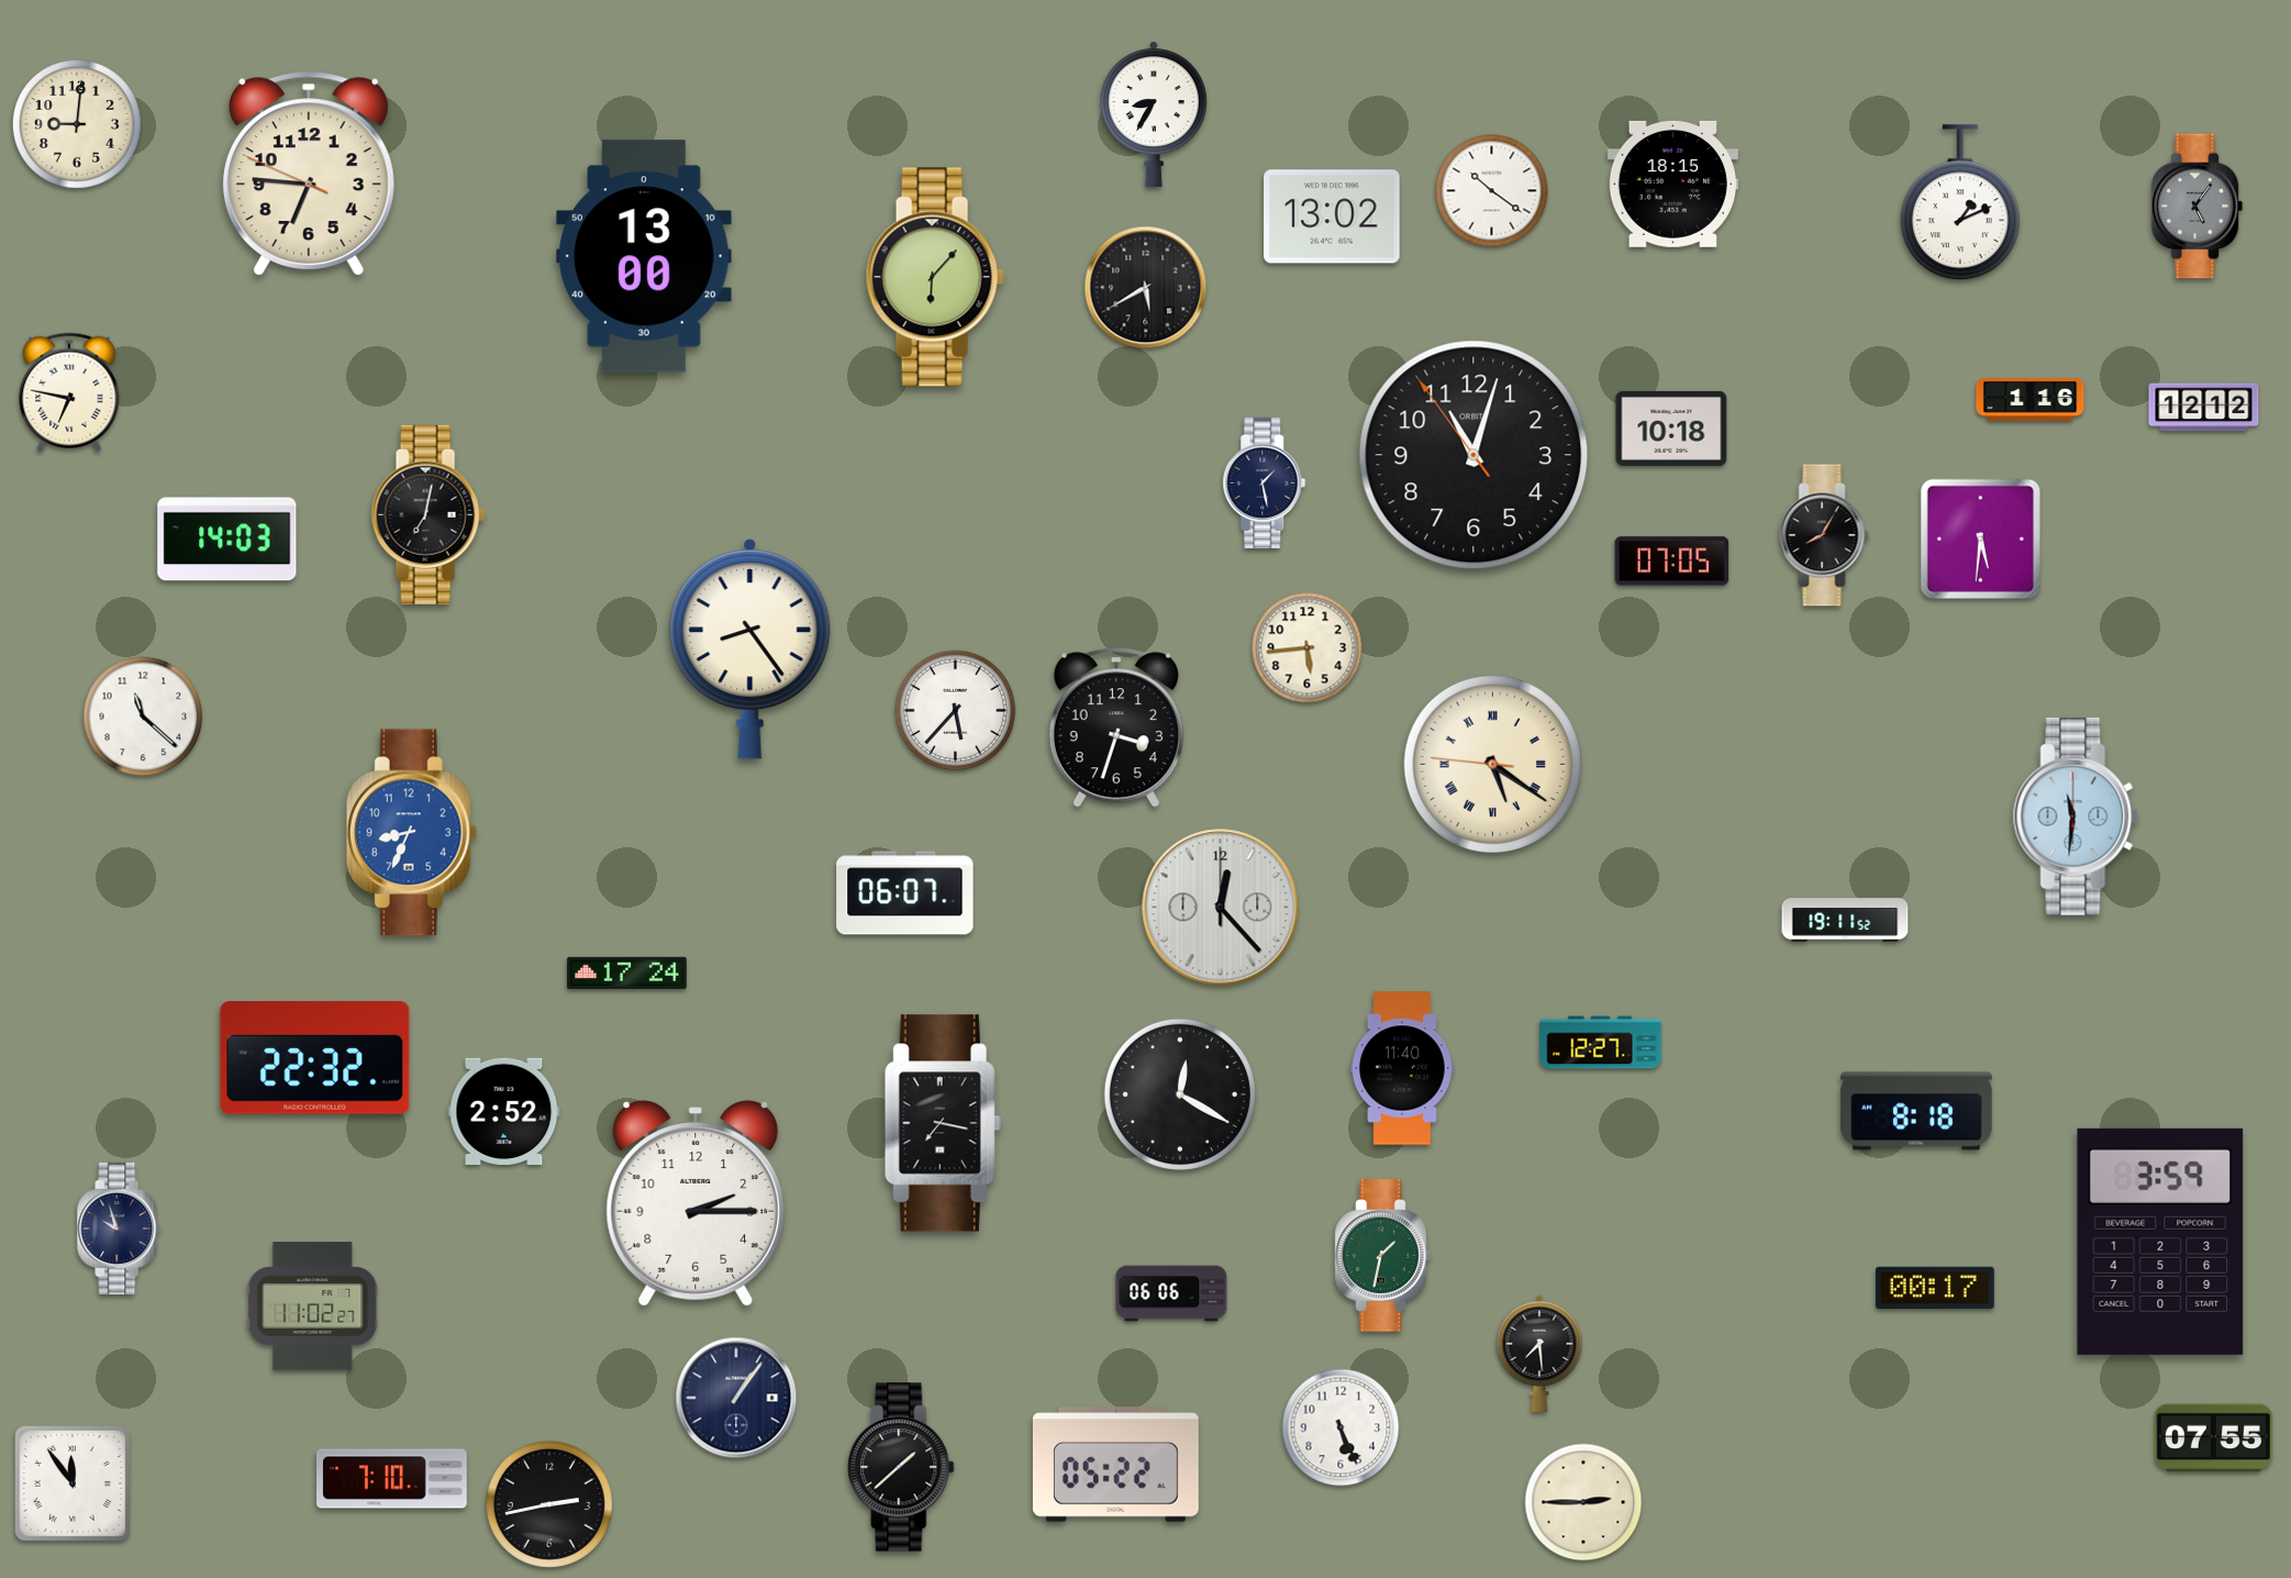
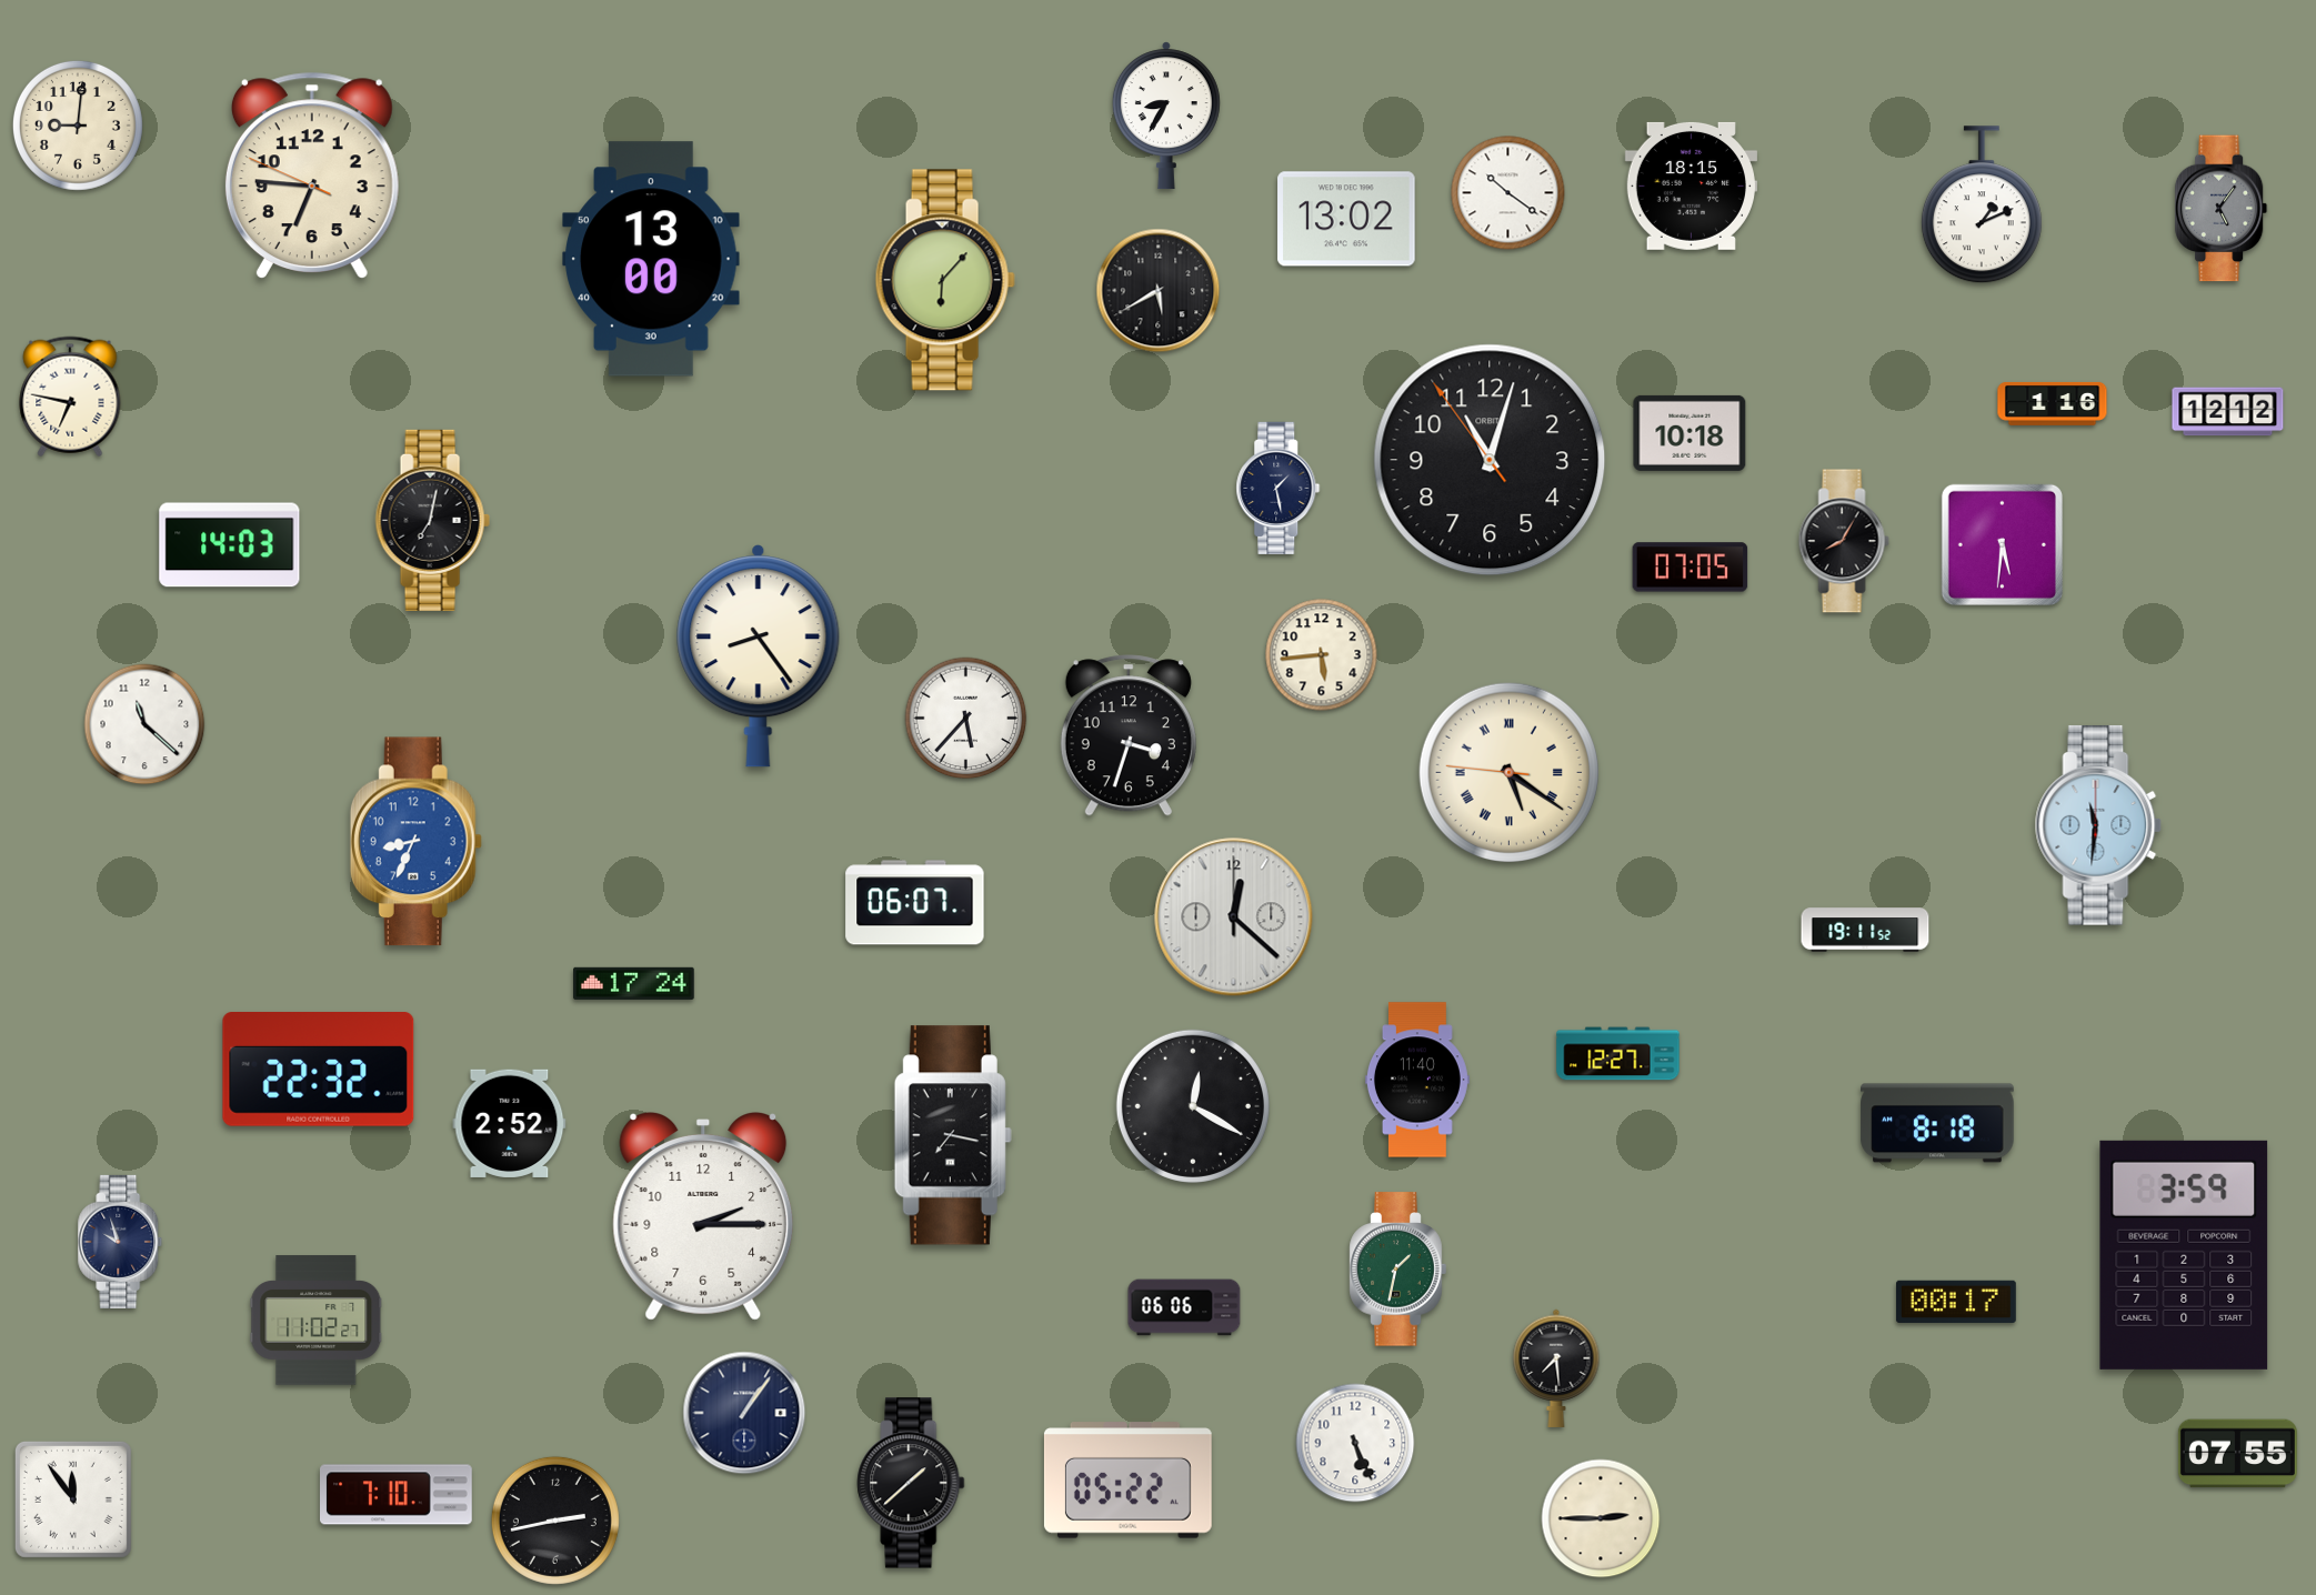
clock at (1221, 908): 12:23 -> 12:22
